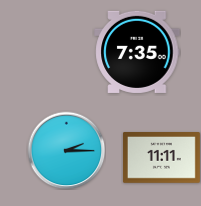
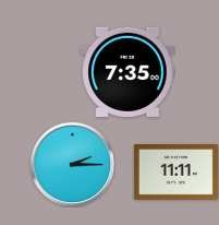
clock at (137, 52) position: (137, 52) -> (127, 72)
